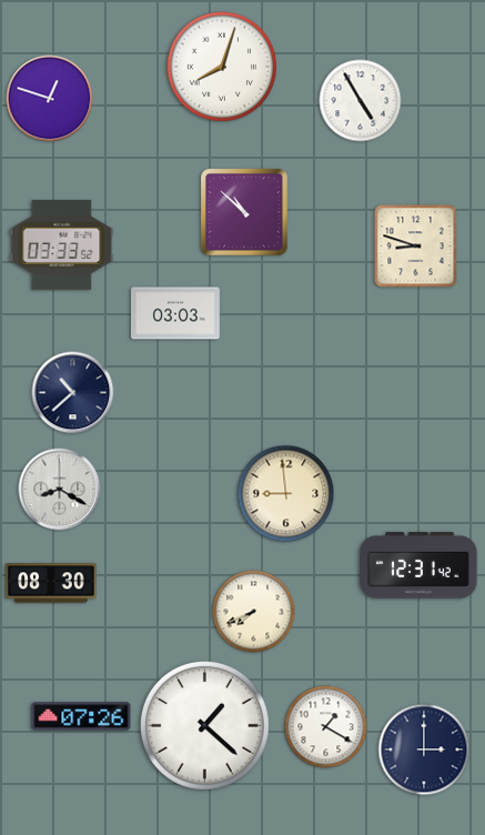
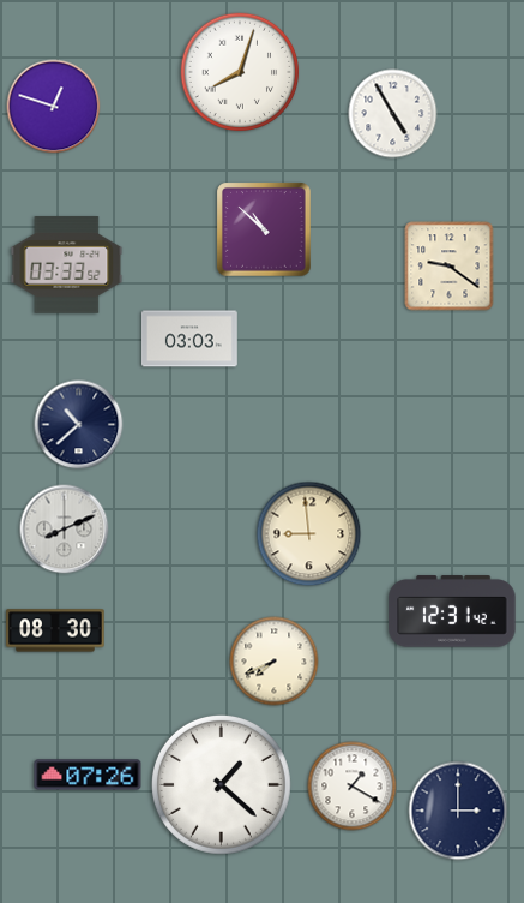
clock at (361, 101) position: (361, 101) -> (393, 114)
clock at (416, 247): 8:48 -> 9:21
clock at (60, 490): 8:20 -> 8:11
